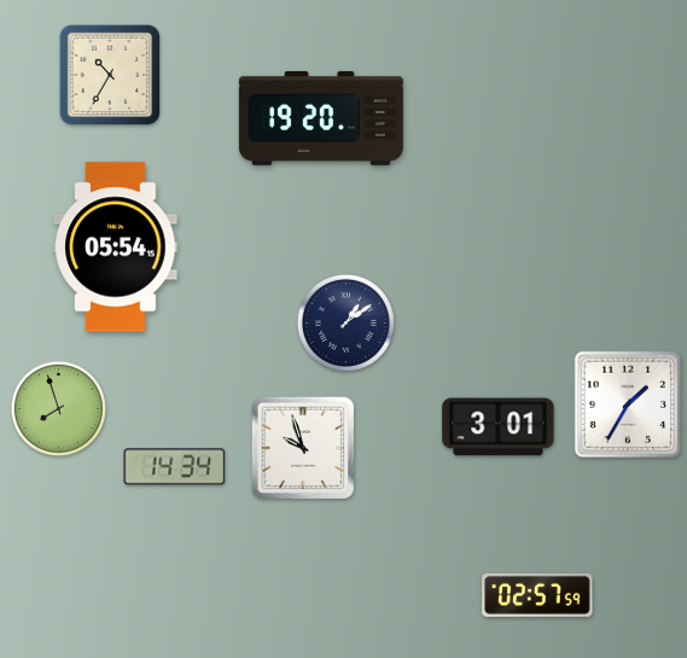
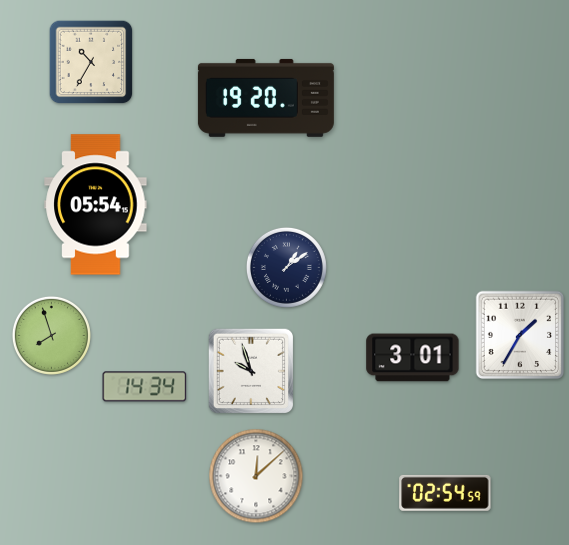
clock at (58, 408) position: (58, 408) -> (51, 335)
clock at (499, 427) position: (499, 427) -> (413, 358)
clock at (256, 476): none -> 12:08
clock at (537, 595): 02:57 -> 02:54
